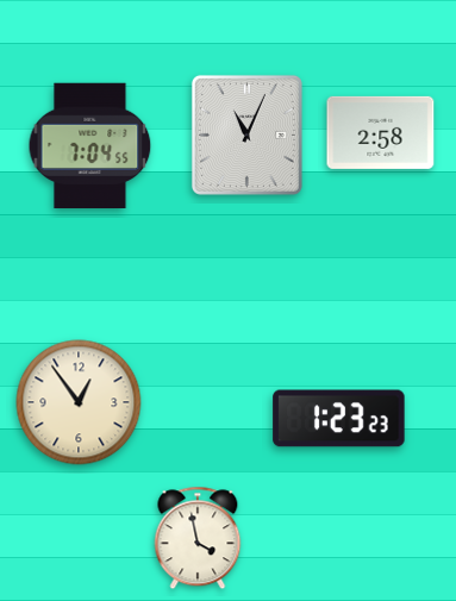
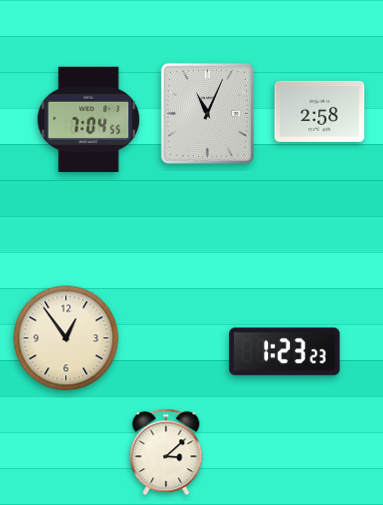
clock at (90, 146) position: (90, 146) -> (89, 120)
clock at (198, 538): 3:58 -> 3:08
